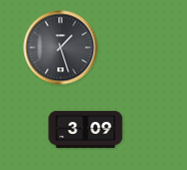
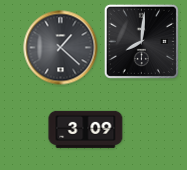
clock at (141, 41): none -> 8:01
clock at (61, 48): 1:27 -> 1:22
